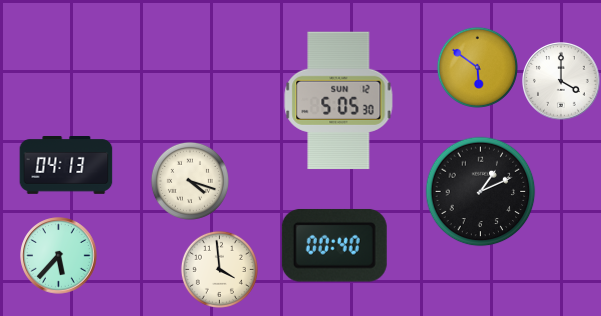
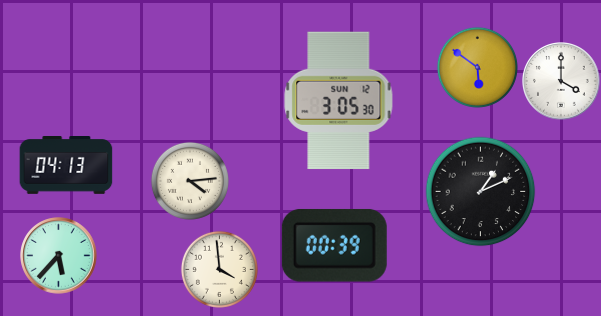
clock at (339, 101): 5:05 -> 3:05
clock at (190, 181): 4:18 -> 4:14
clock at (334, 246): 00:40 -> 00:39
